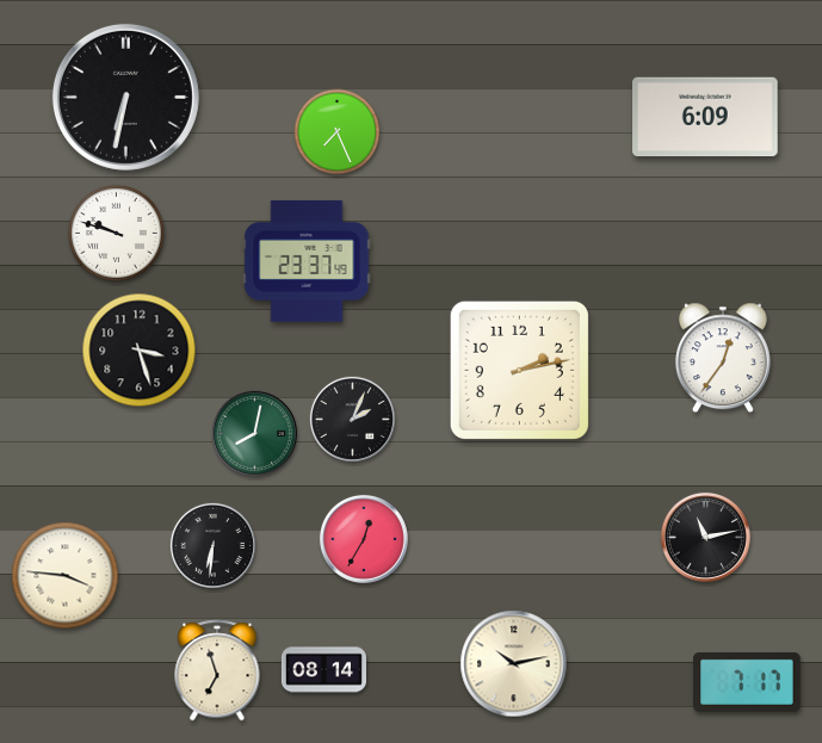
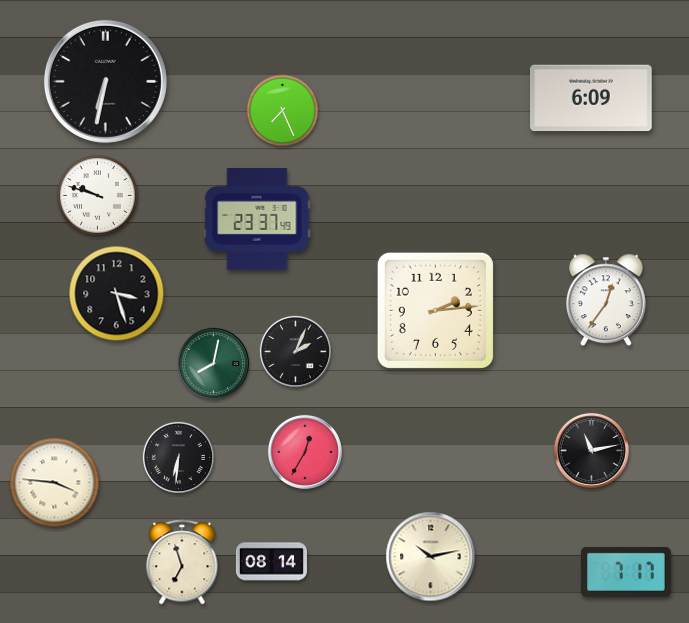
clock at (519, 370): 2:13 -> 2:14
